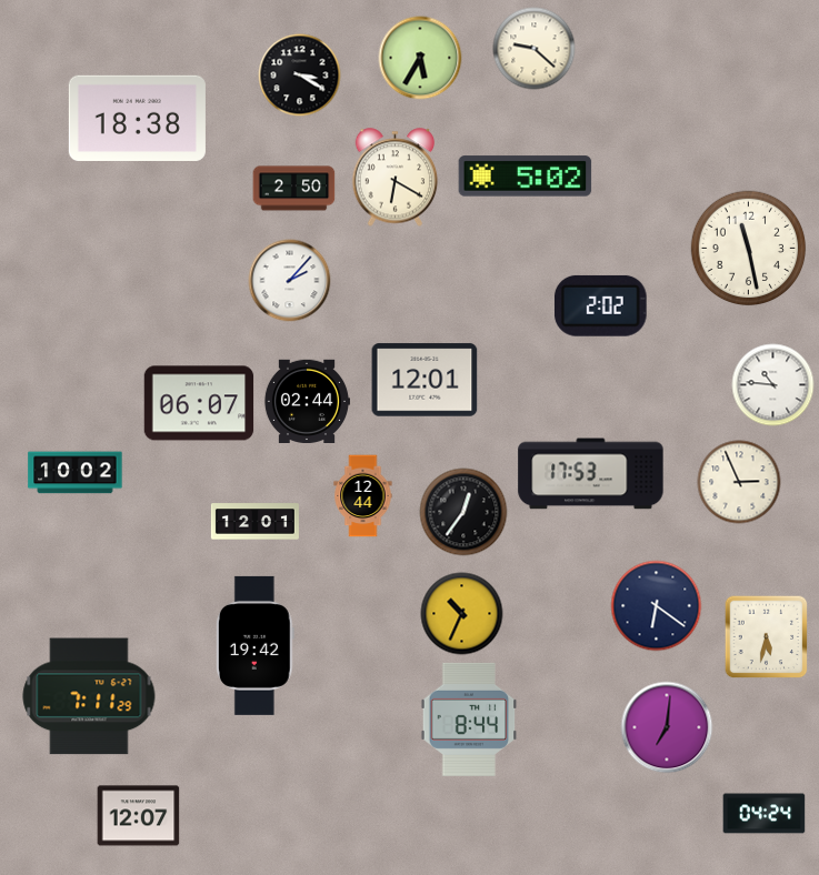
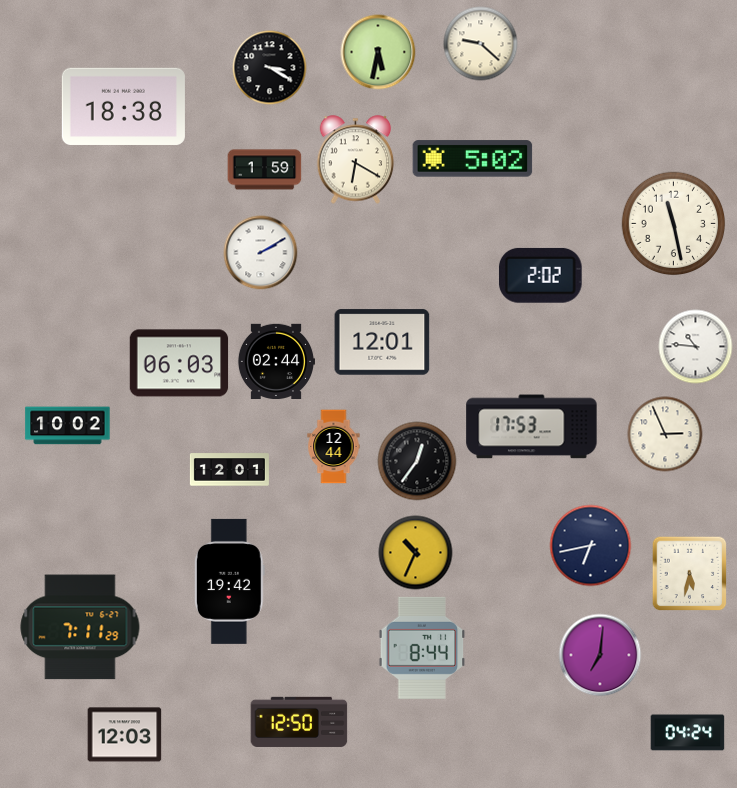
clock at (420, 58): 5:35 -> 5:32
clock at (294, 189): 2:50 -> 1:59
clock at (290, 281): 2:07 -> 2:10
clock at (199, 403): 06:07 -> 06:03
clock at (363, 496) position: (363, 496) -> (334, 447)
clock at (657, 606): 6:21 -> 6:43
clock at (299, 722): none -> 12:50
clock at (139, 816): 12:07 -> 12:03
